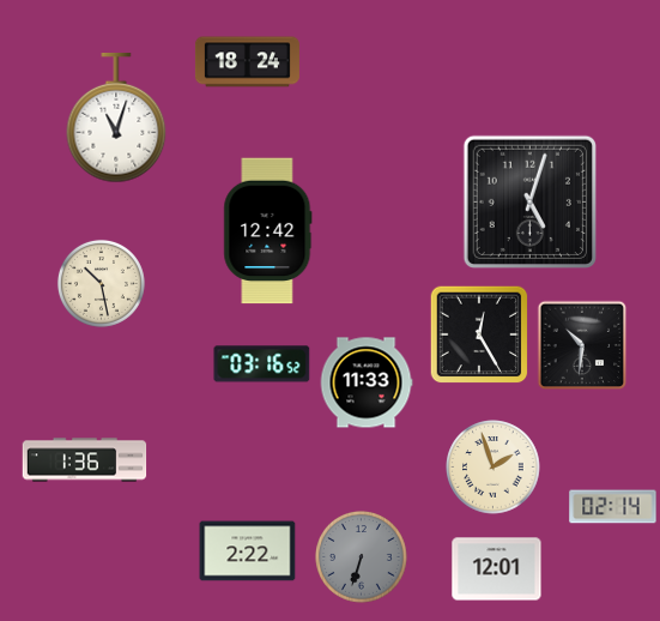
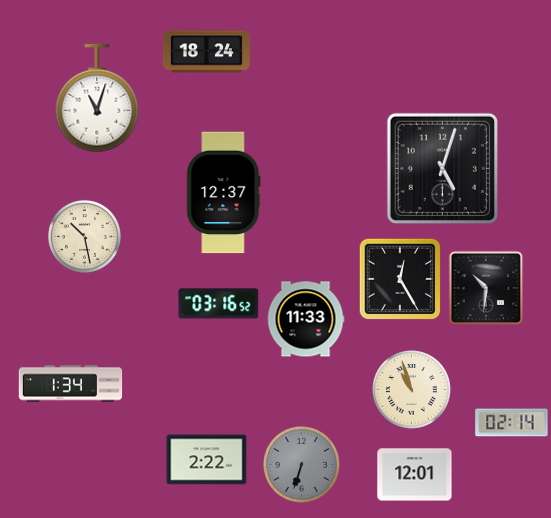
clock at (268, 231): 12:42 -> 12:37
clock at (85, 460): 1:36 -> 1:34
clock at (494, 468): 1:57 -> 10:57
